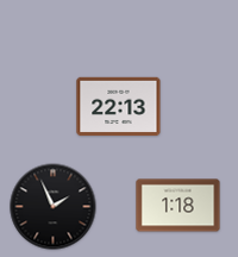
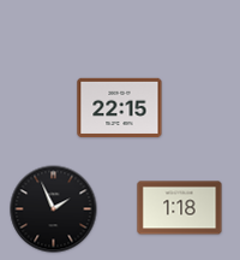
clock at (119, 107): 22:13 -> 22:15
